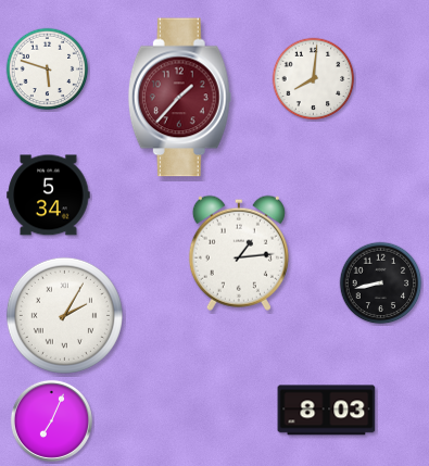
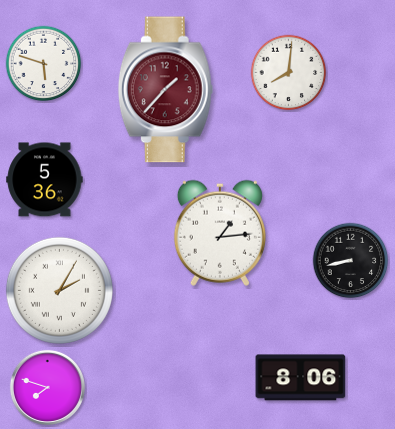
clock at (49, 196): 5:34 -> 5:36
clock at (327, 411): 8:03 -> 8:06
clock at (51, 420): 7:04 -> 7:48
